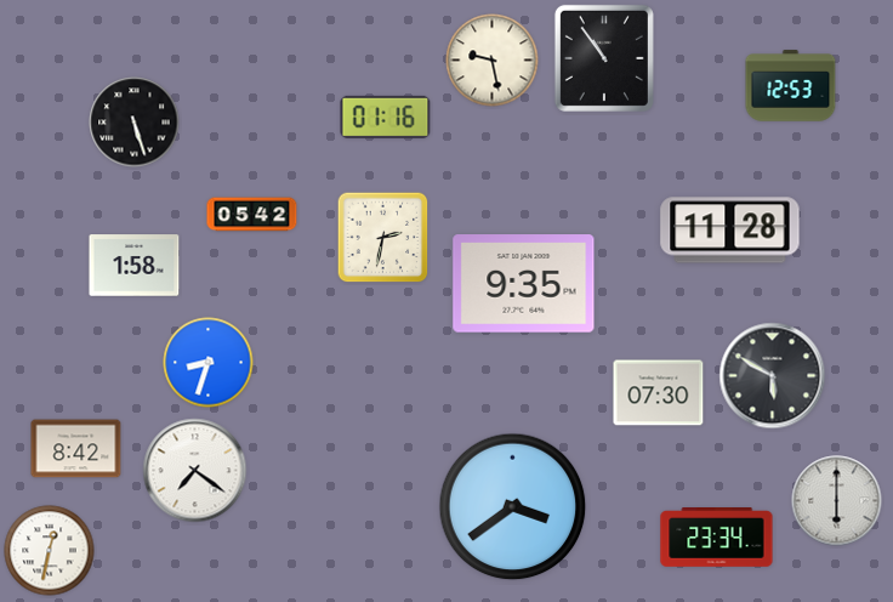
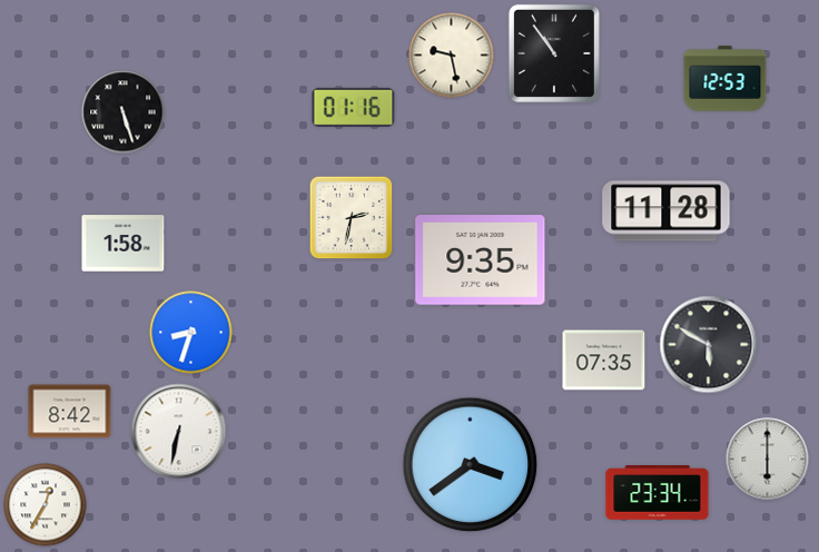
clock at (252, 215): 05:42 -> none
clock at (730, 231) position: (730, 231) -> (667, 211)
clock at (659, 393): 07:30 -> 07:35
clock at (195, 471): 7:21 -> 6:32
clock at (50, 551): 12:32 -> 12:35
